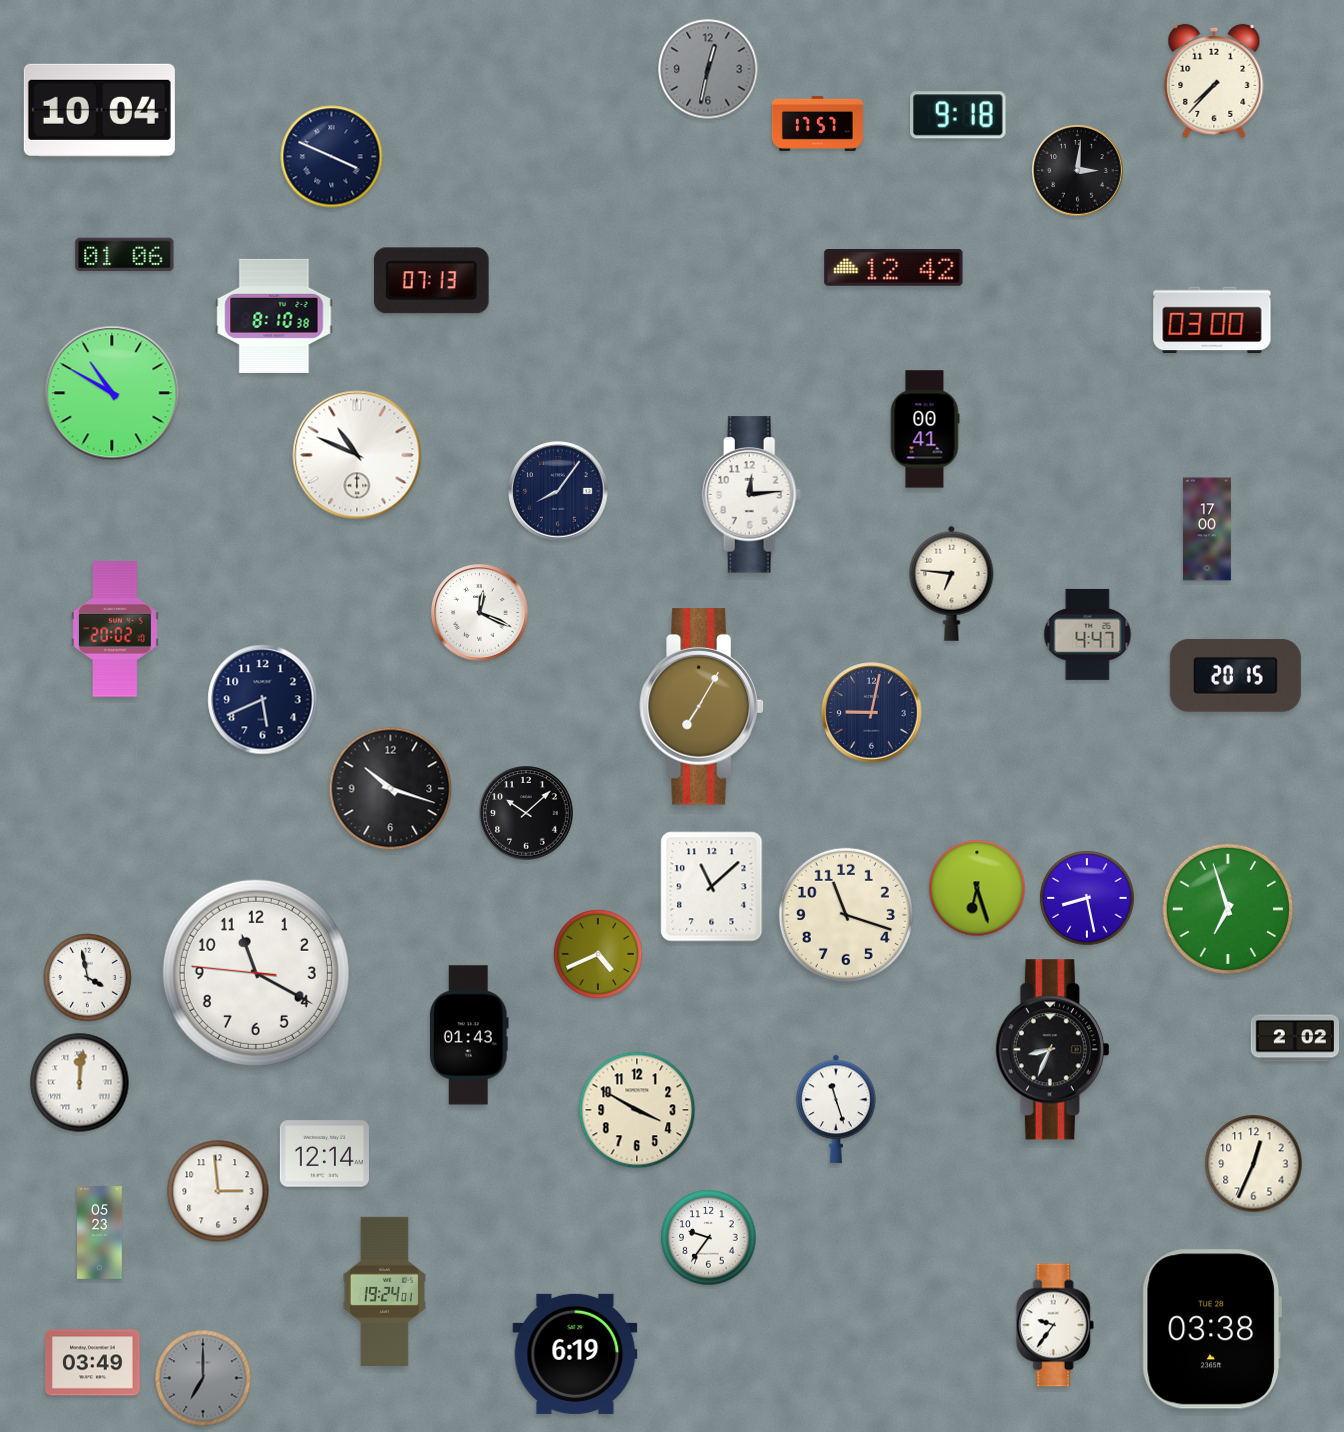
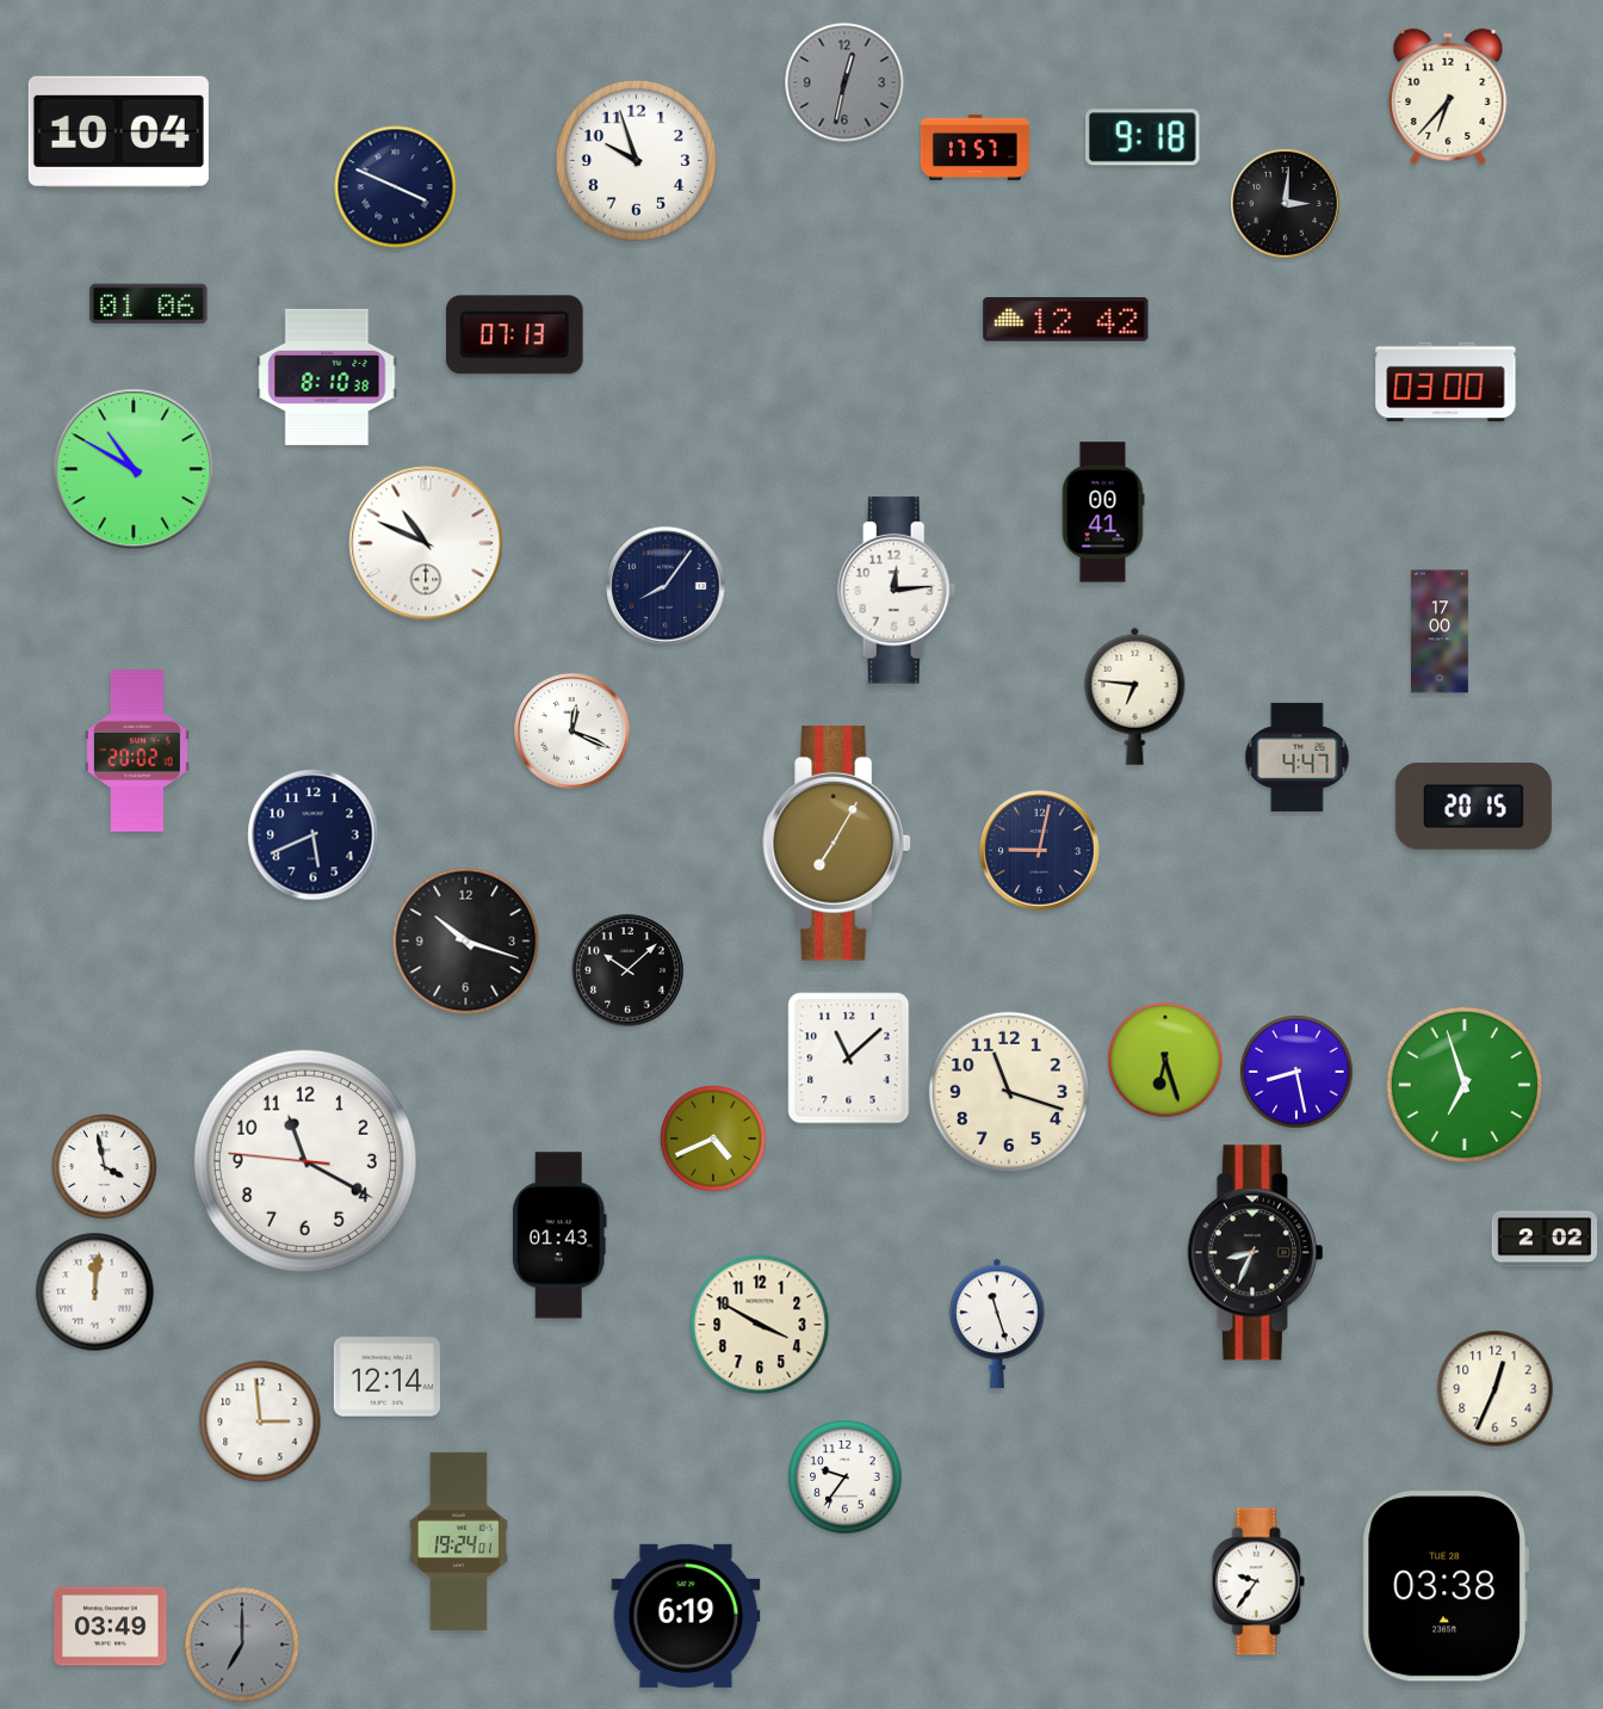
clock at (1214, 81): 7:37 -> 6:37
clock at (636, 160): none -> 9:57
clock at (100, 1233): 05:23 -> none
